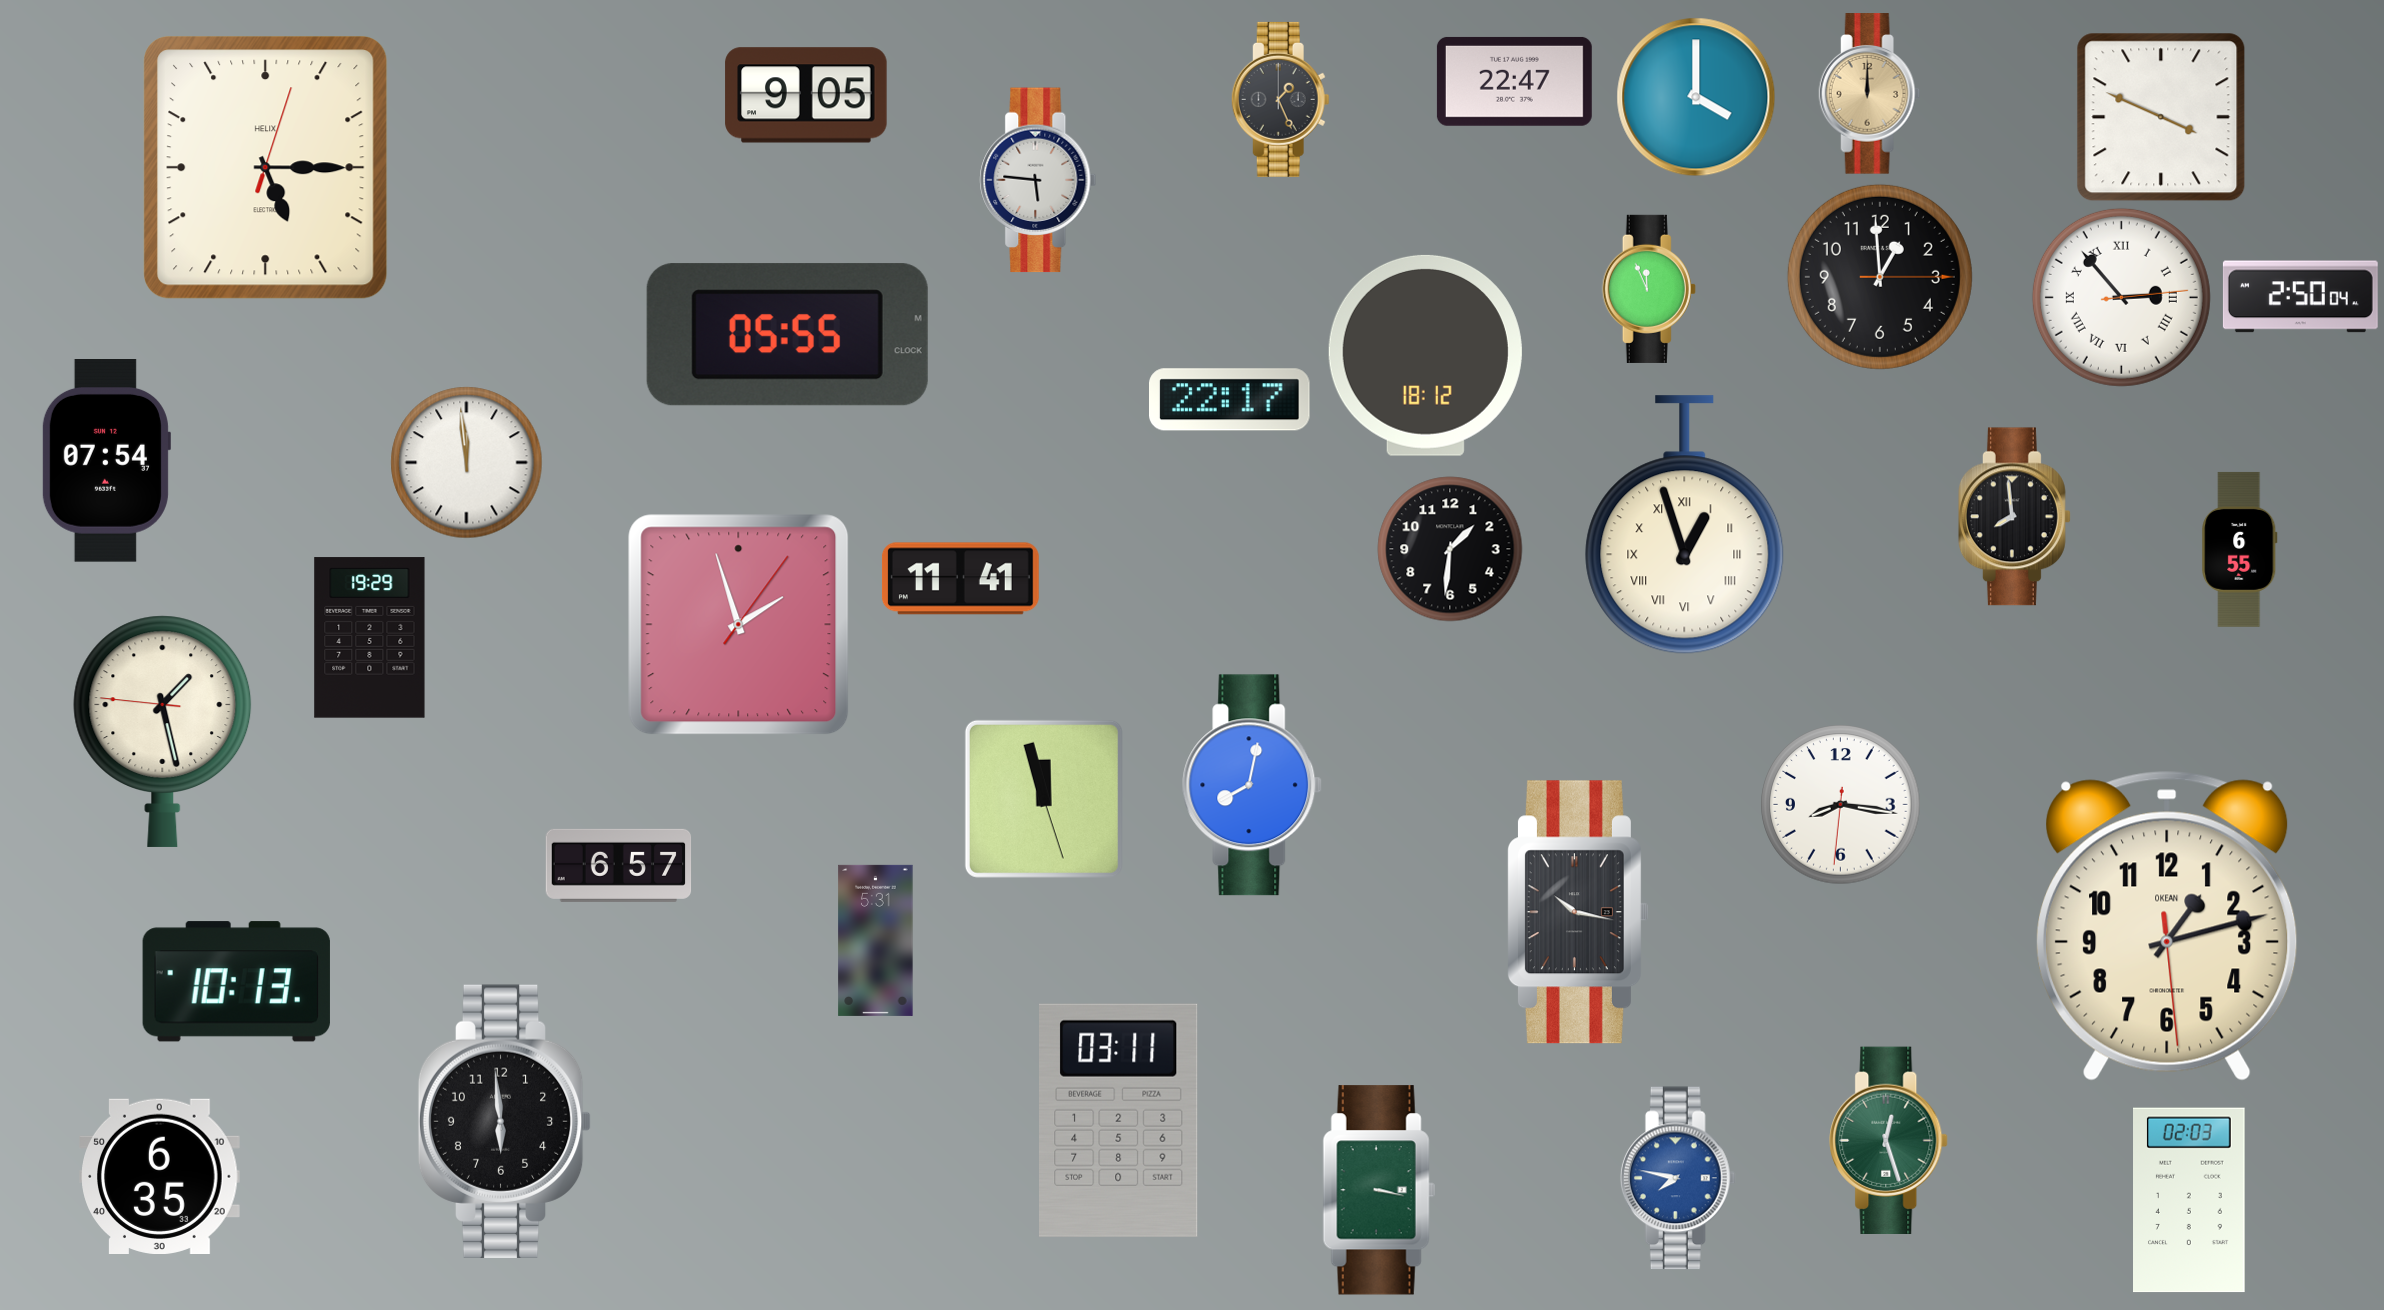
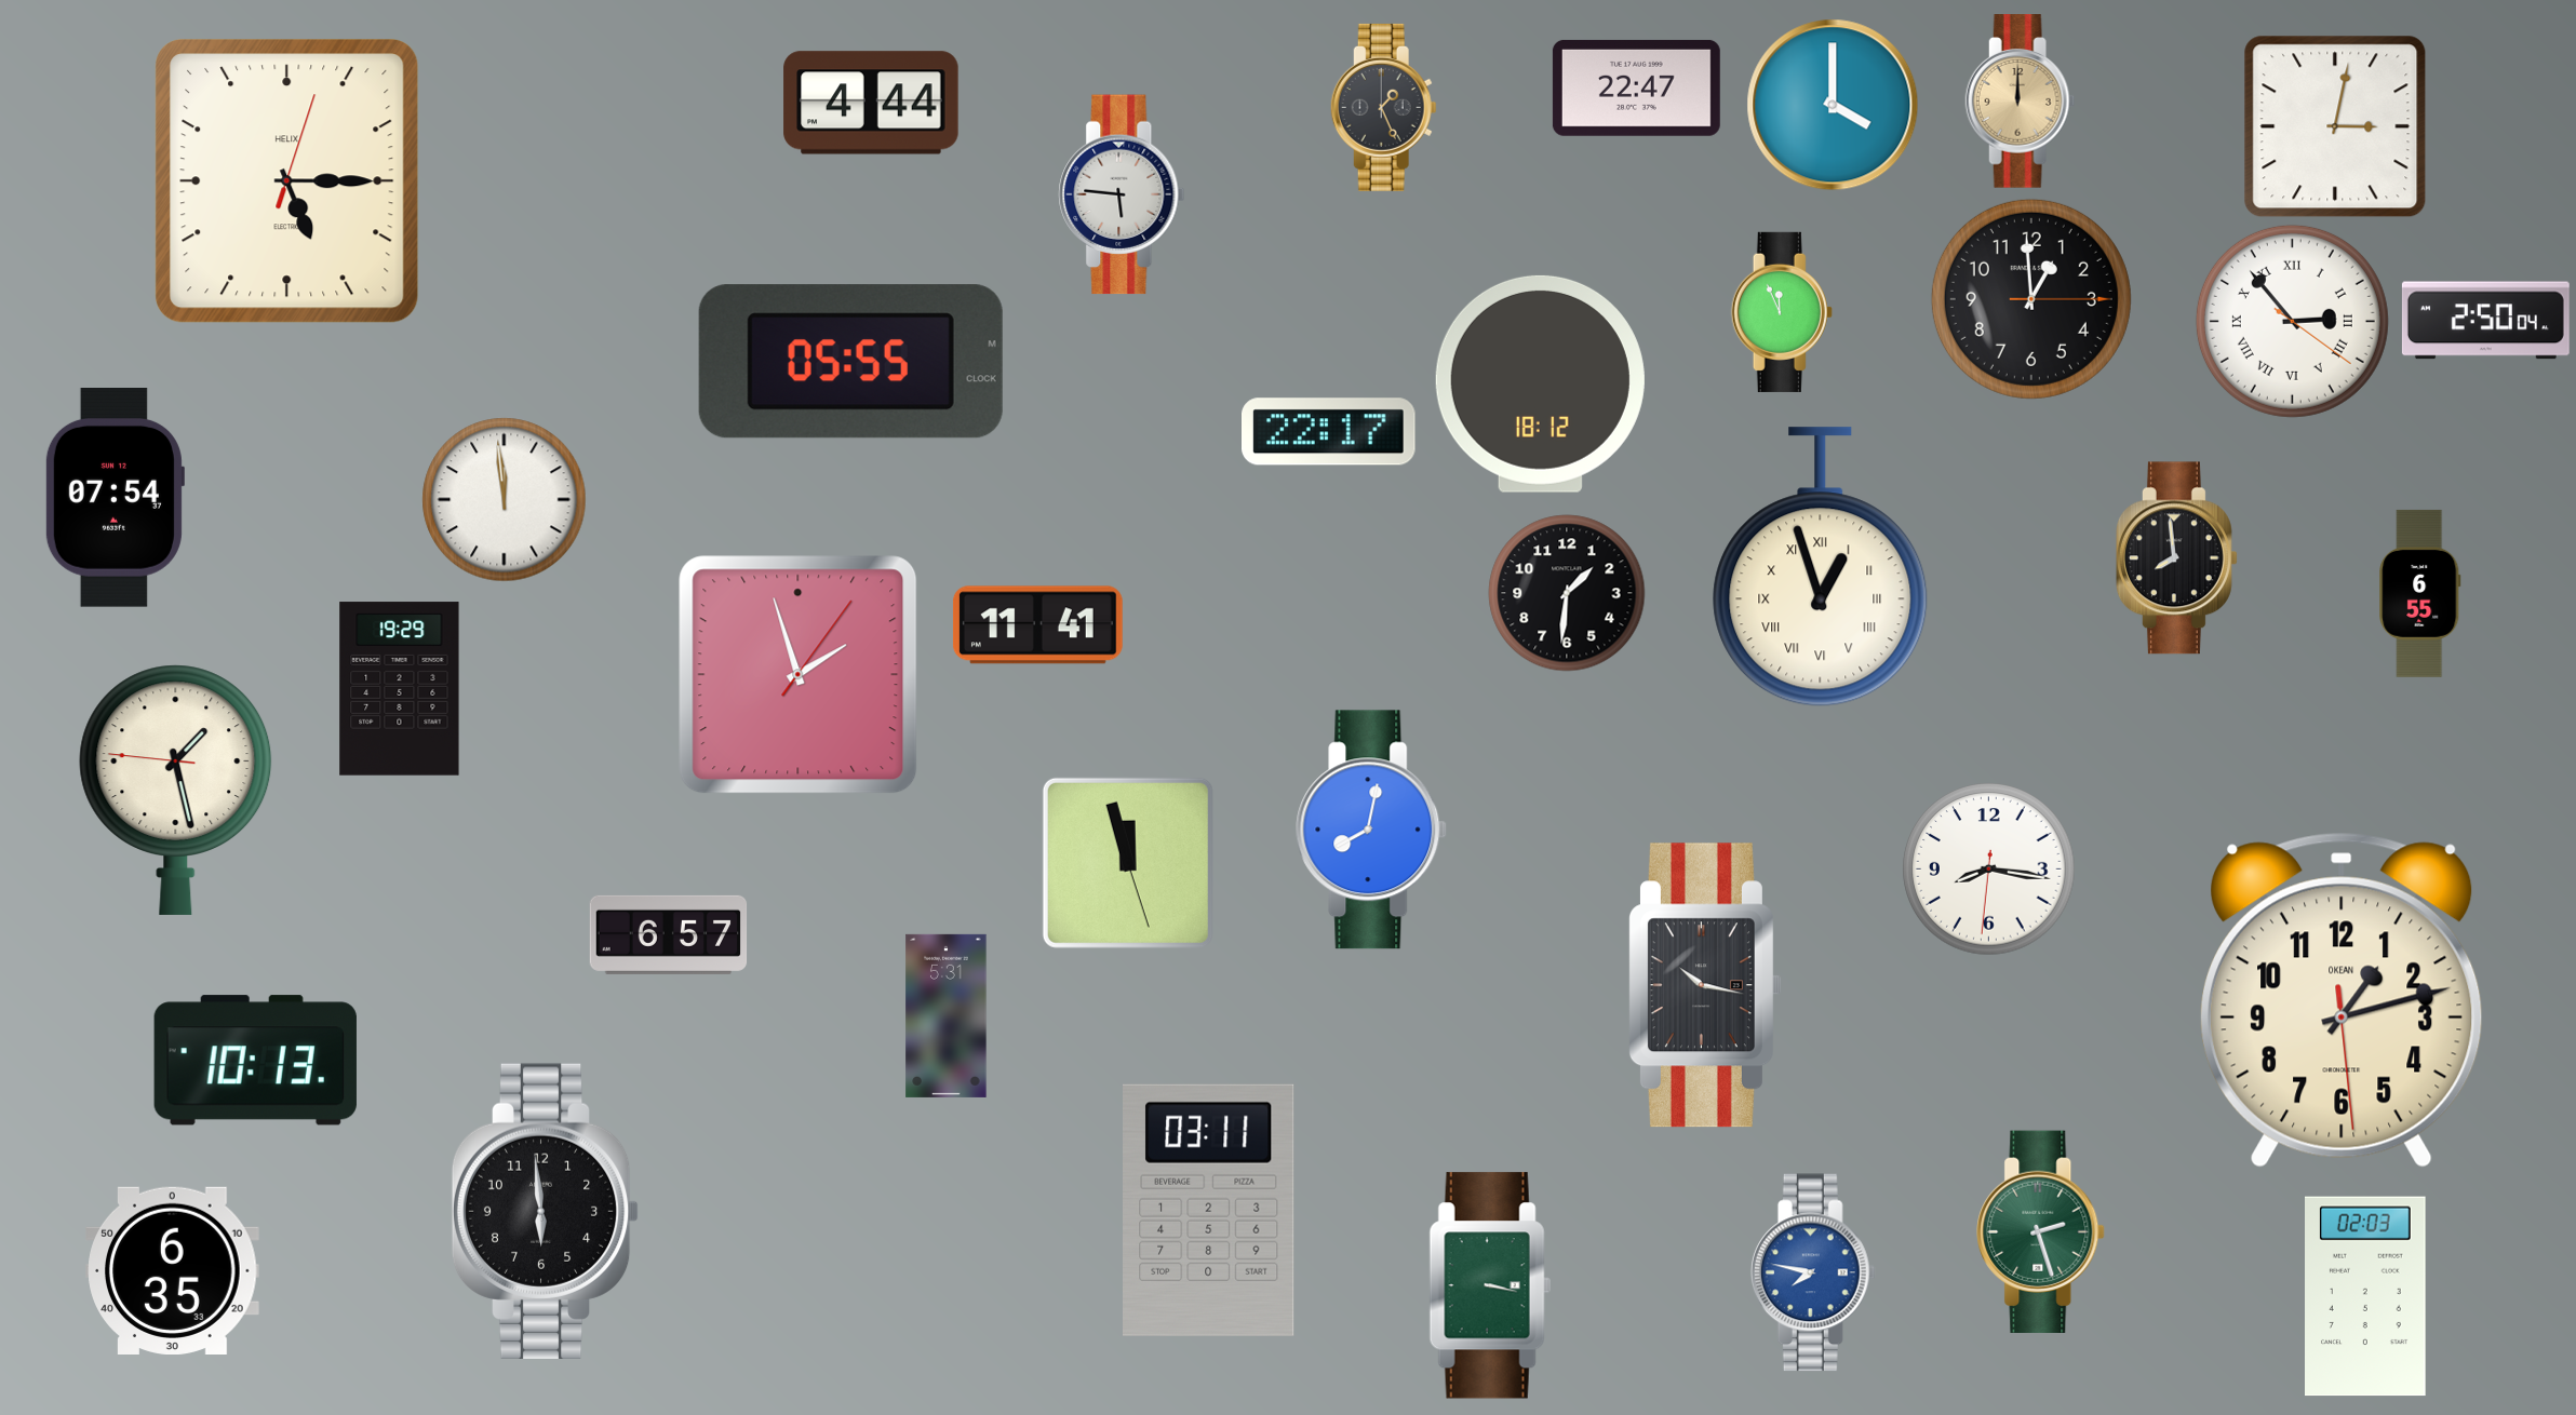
clock at (806, 95): 9:05 -> 4:44
clock at (2161, 117): 3:49 -> 3:02
clock at (2121, 297): 2:53:14 -> 2:53:21
clock at (1253, 785) position: (1253, 785) -> (1372, 830)
clock at (1889, 1140): 12:27 -> 2:27
